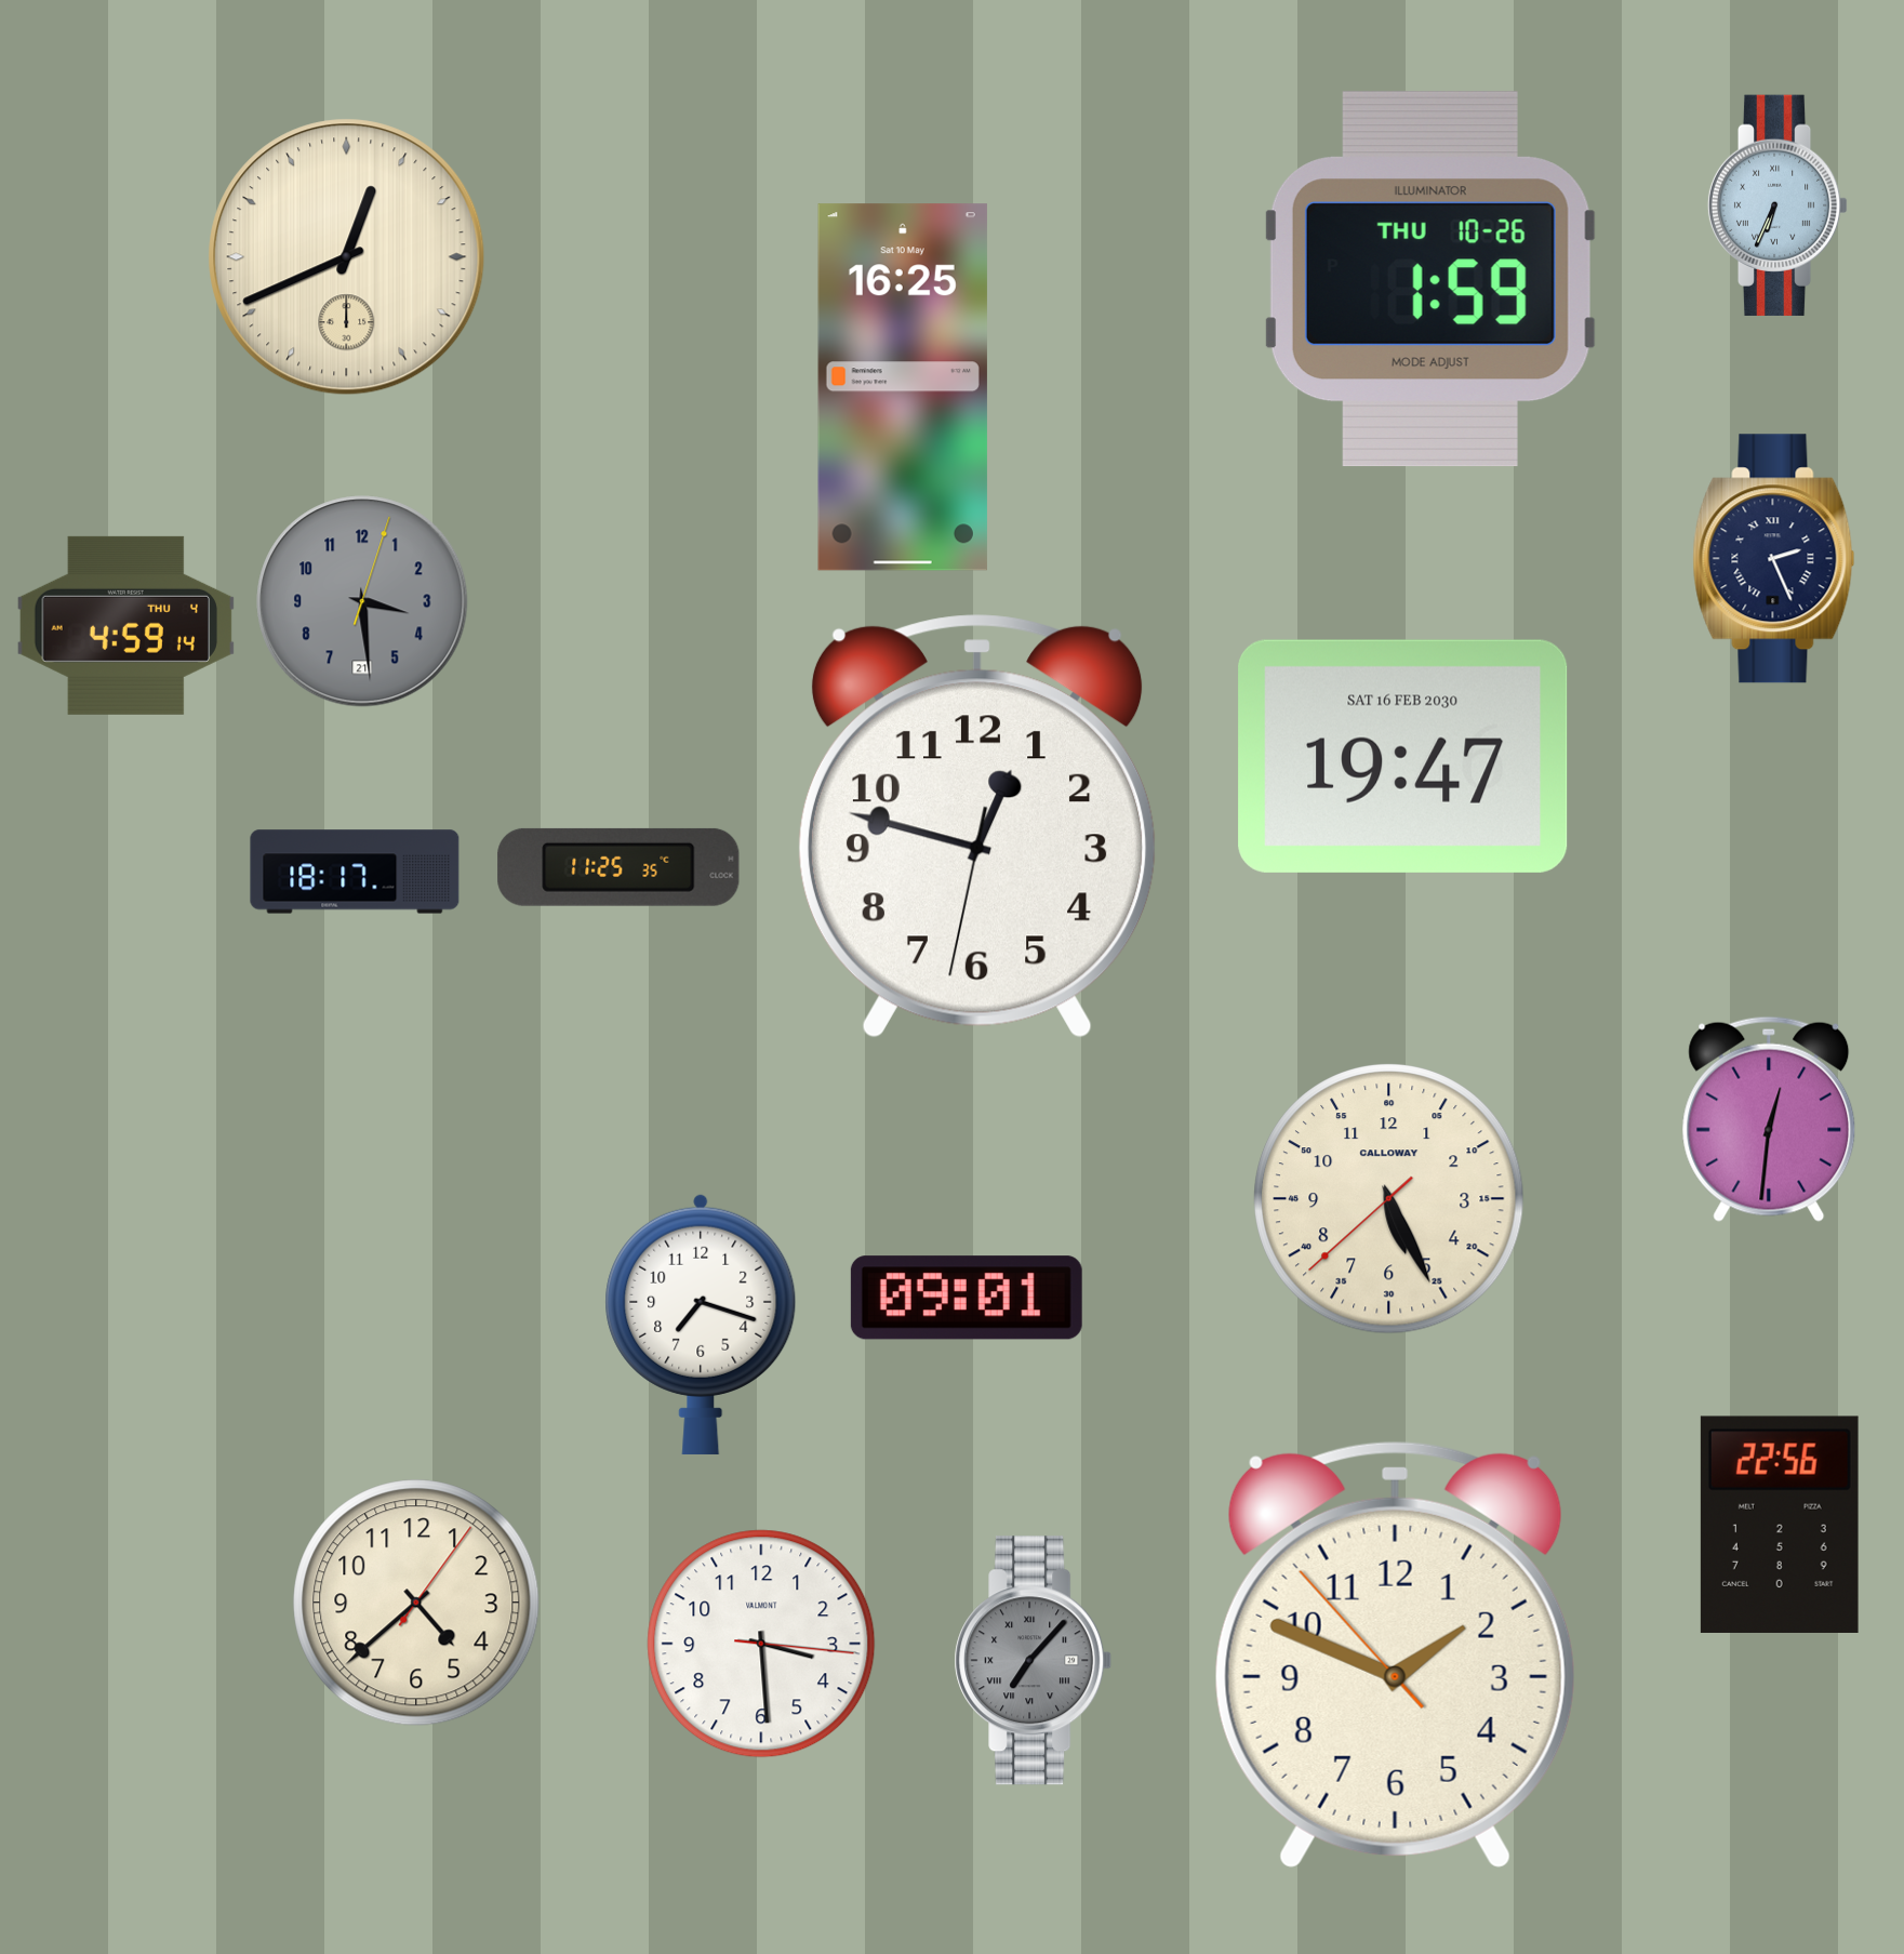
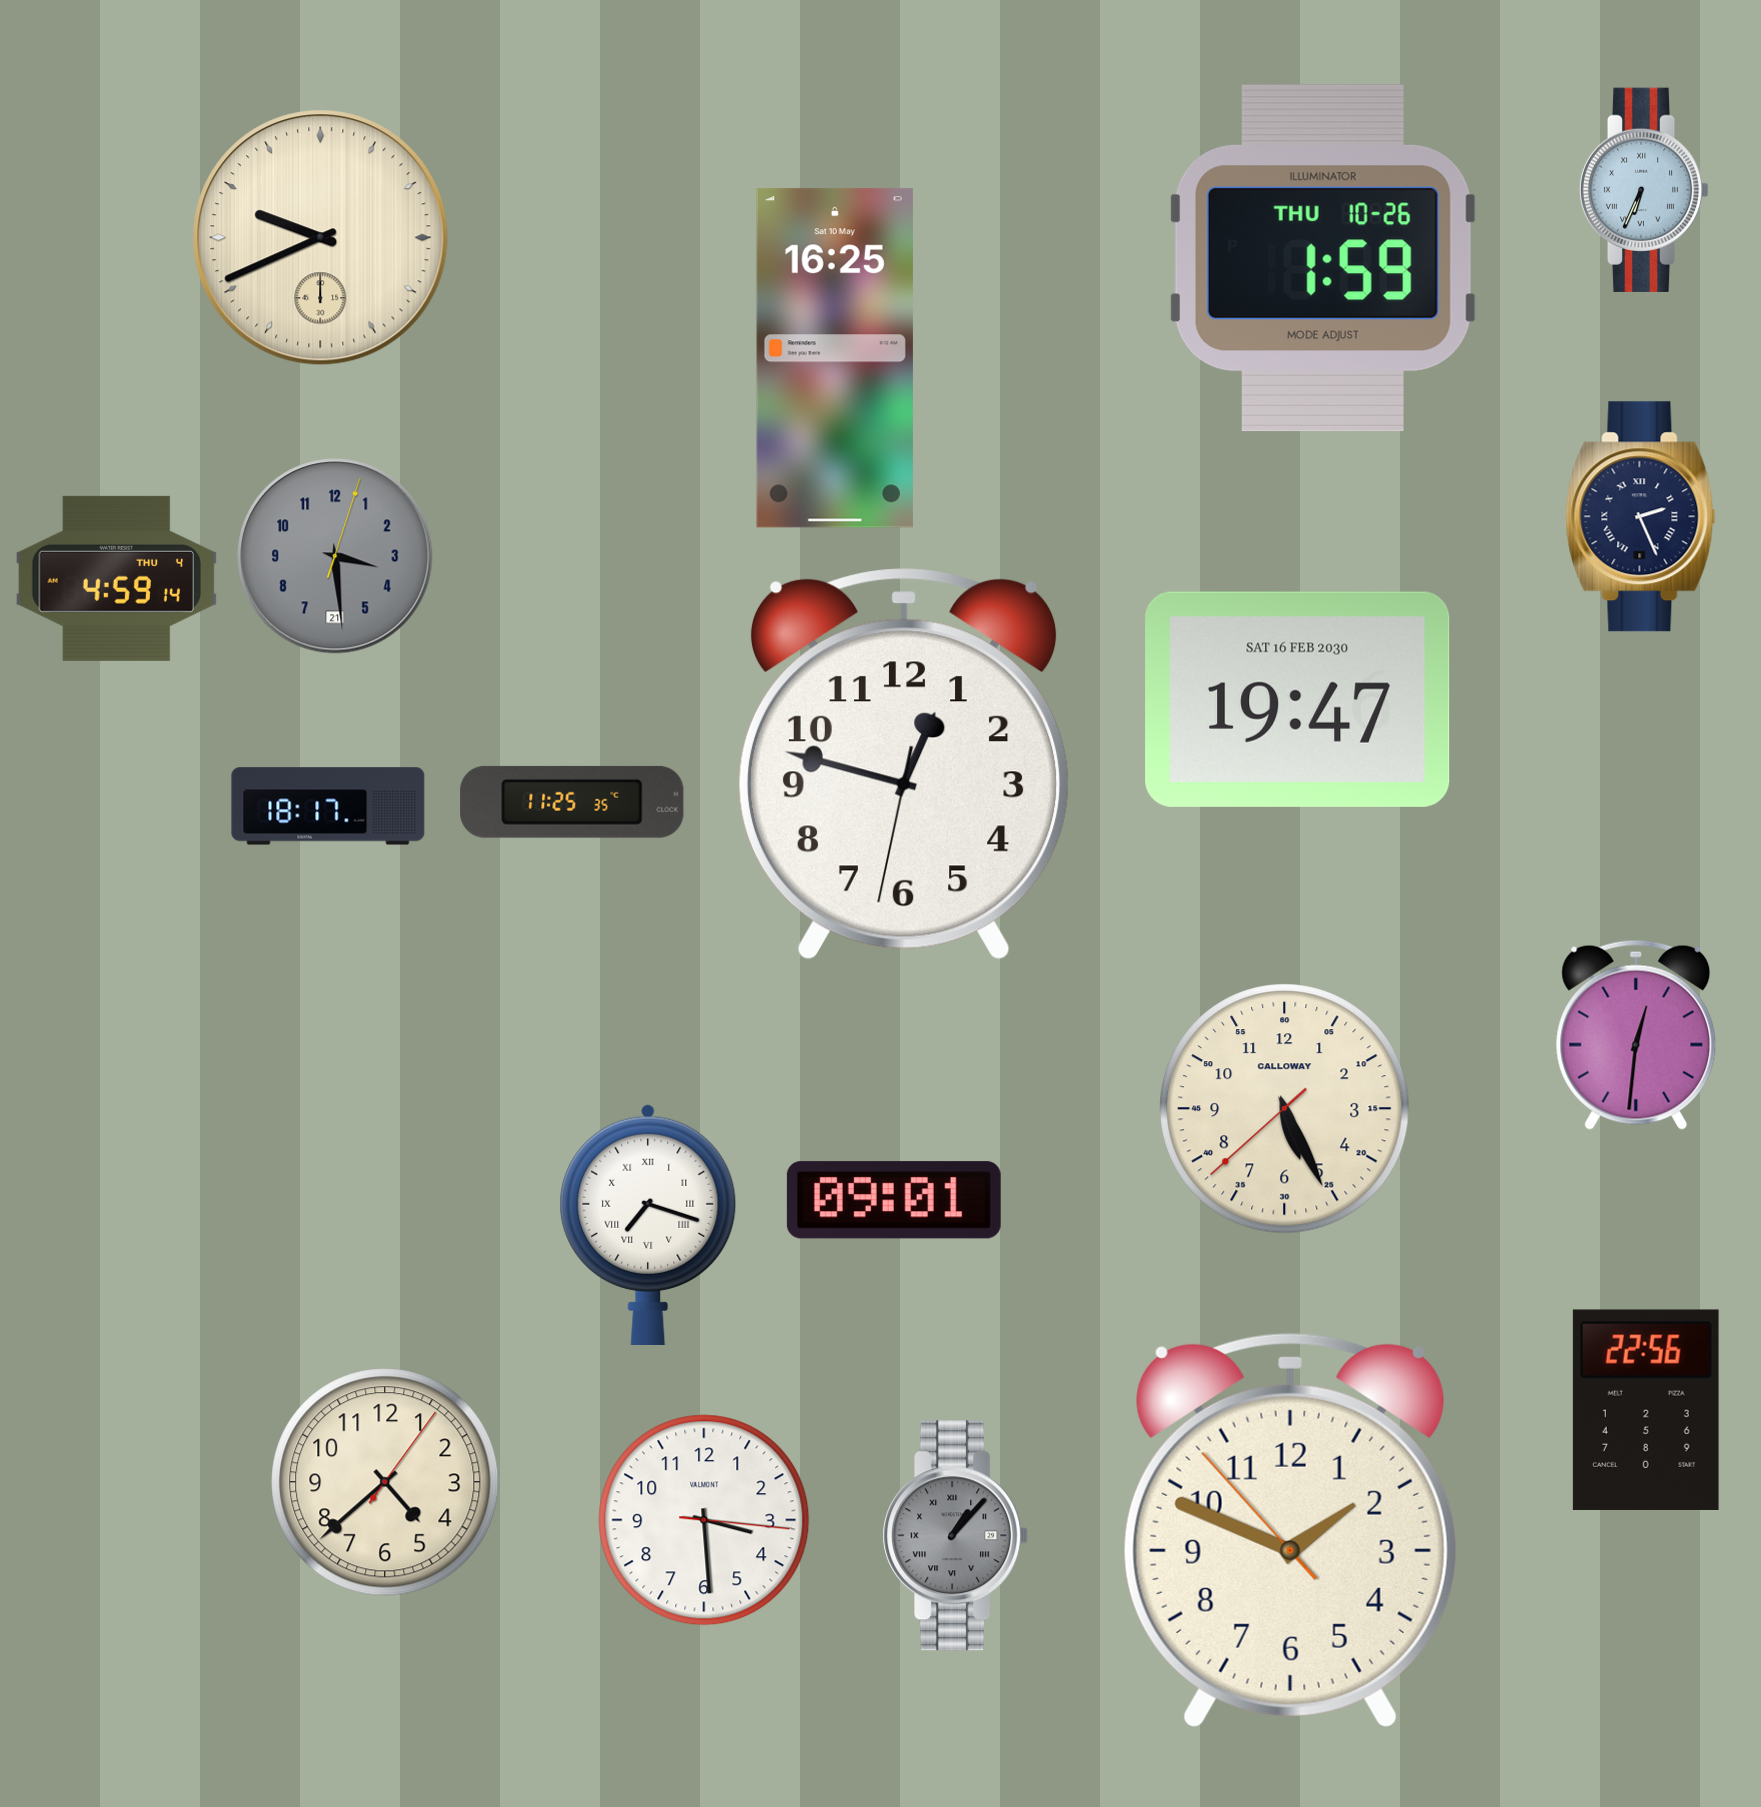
clock at (347, 257): 12:41 -> 9:41
clock at (701, 1324) numerals: Arabic -> Roman
clock at (1034, 1661): 7:07 -> 1:07
